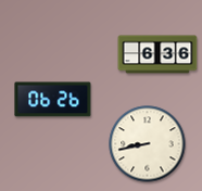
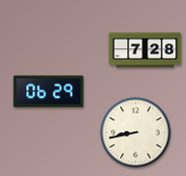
clock at (157, 54): 6:36 -> 7:28
clock at (53, 100): 06:26 -> 06:29
